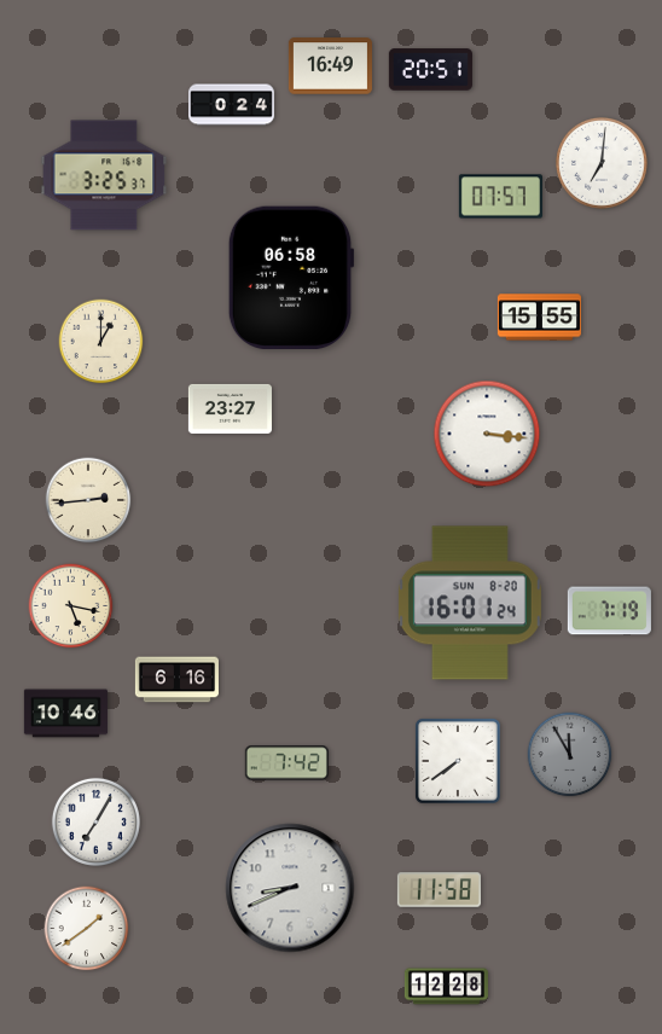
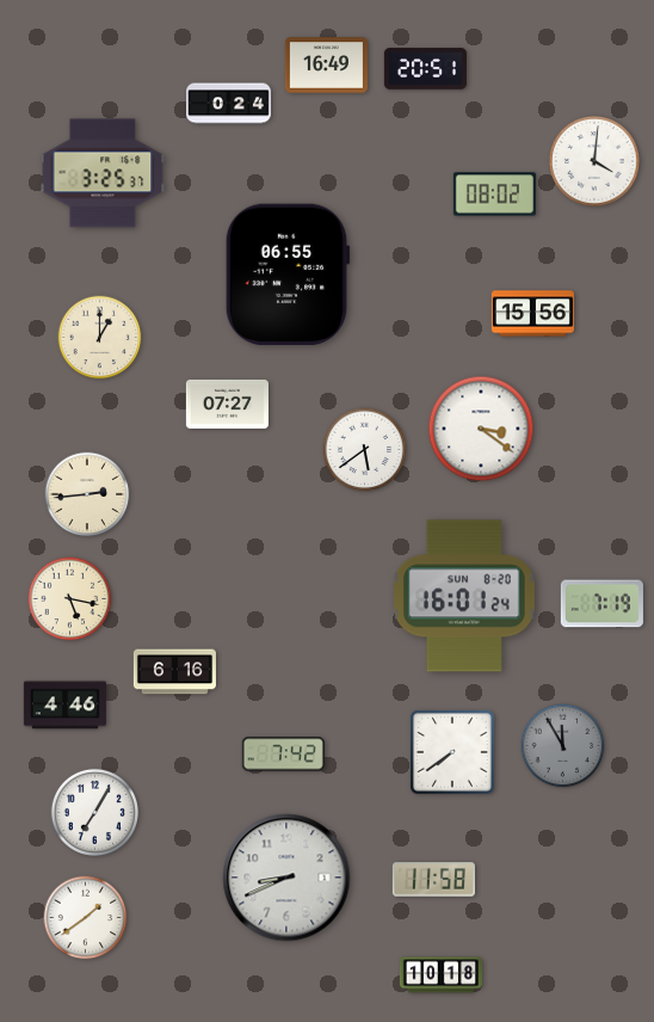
clock at (603, 164): 7:01 -> 4:01
clock at (500, 197): 07:57 -> 08:02
clock at (291, 277): 06:58 -> 06:55
clock at (539, 318): 15:55 -> 15:56
clock at (230, 408): 23:27 -> 07:27
clock at (487, 434): 3:16 -> 3:21
clock at (365, 450): none -> 5:39
clock at (65, 714): 10:46 -> 4:46
clock at (446, 987): 12:28 -> 10:18
